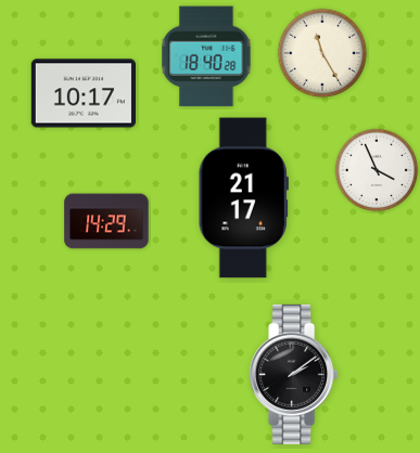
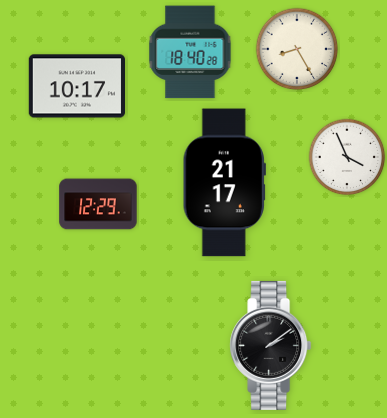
clock at (322, 53): 11:25 -> 8:25
clock at (106, 221): 14:29 -> 12:29
